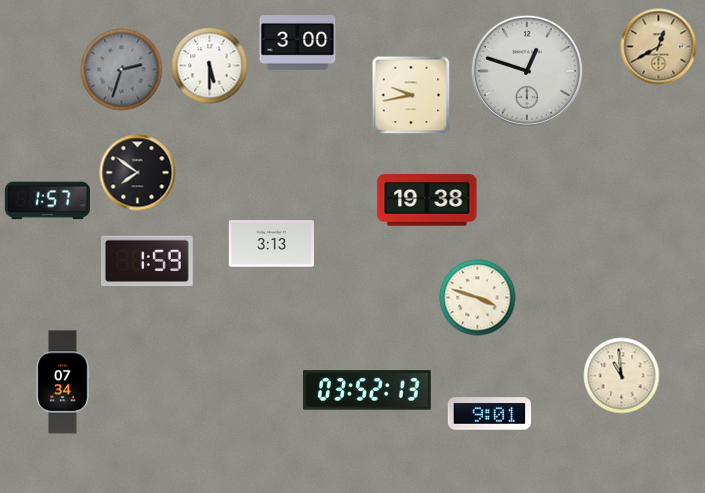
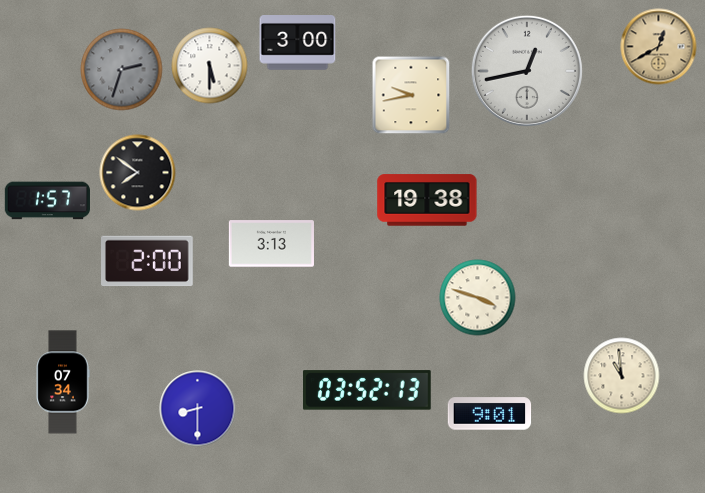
clock at (527, 71): 12:48 -> 12:43
clock at (148, 261): 1:59 -> 2:00
clock at (198, 409): none -> 8:30
